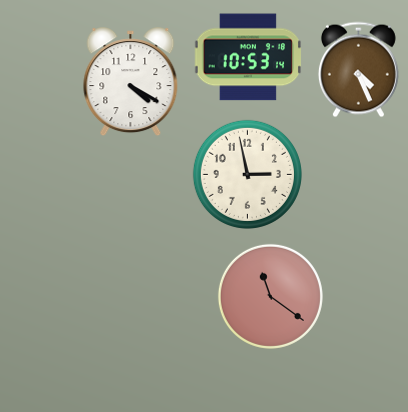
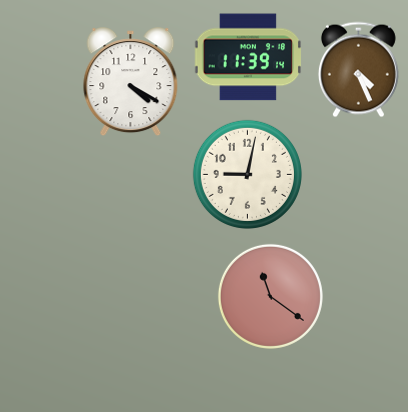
clock at (248, 57): 10:53 -> 11:39
clock at (247, 174): 2:58 -> 9:02
